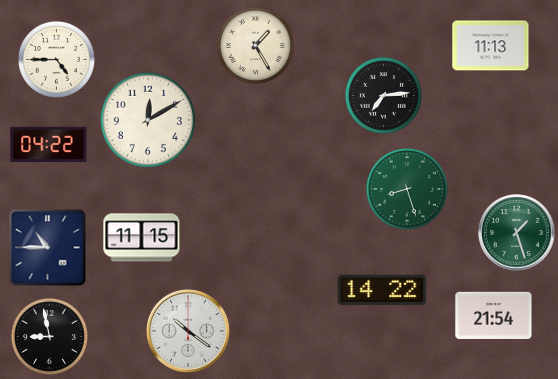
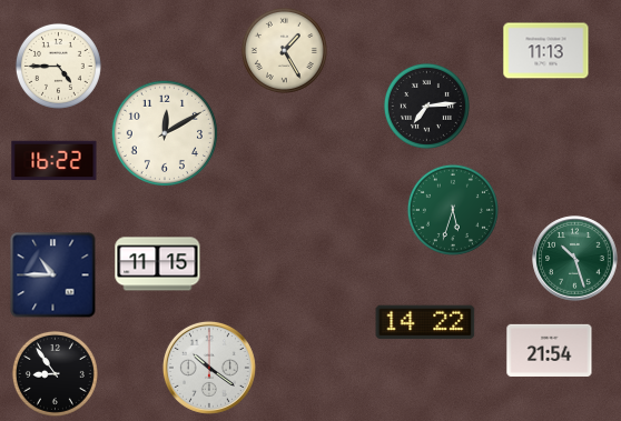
clock at (56, 59) position: (56, 59) -> (58, 66)
clock at (49, 145): 04:22 -> 16:22
clock at (407, 189): 8:27 -> 5:33
clock at (517, 233): 1:27 -> 10:27
clock at (49, 336): 8:58 -> 8:54
